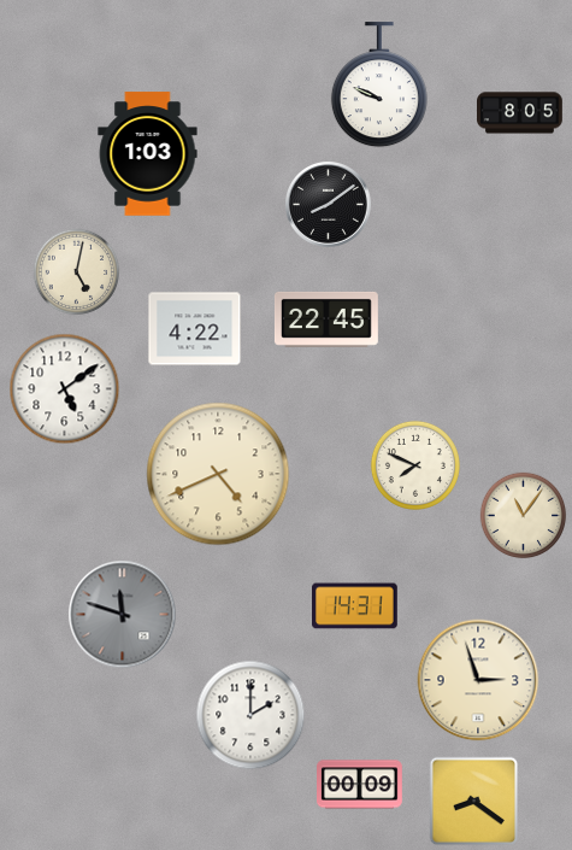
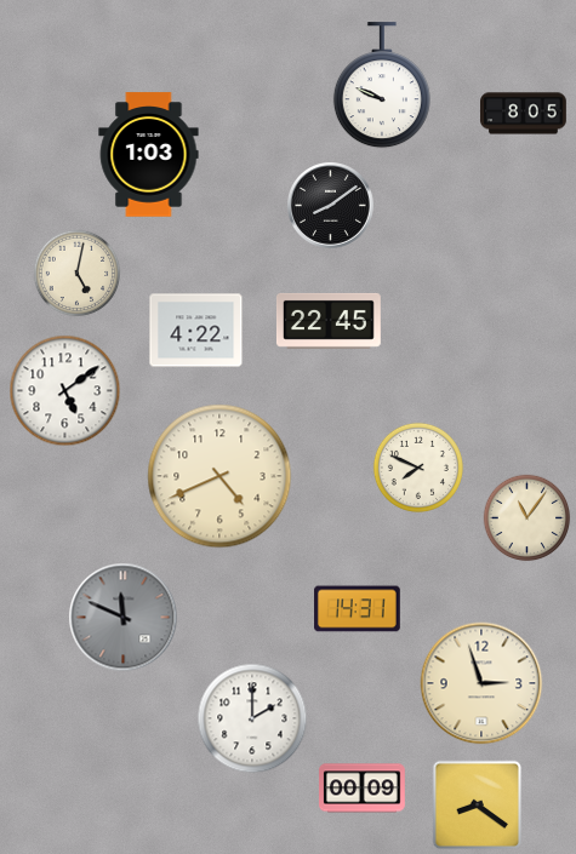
clock at (123, 615): 11:48 -> 11:49
